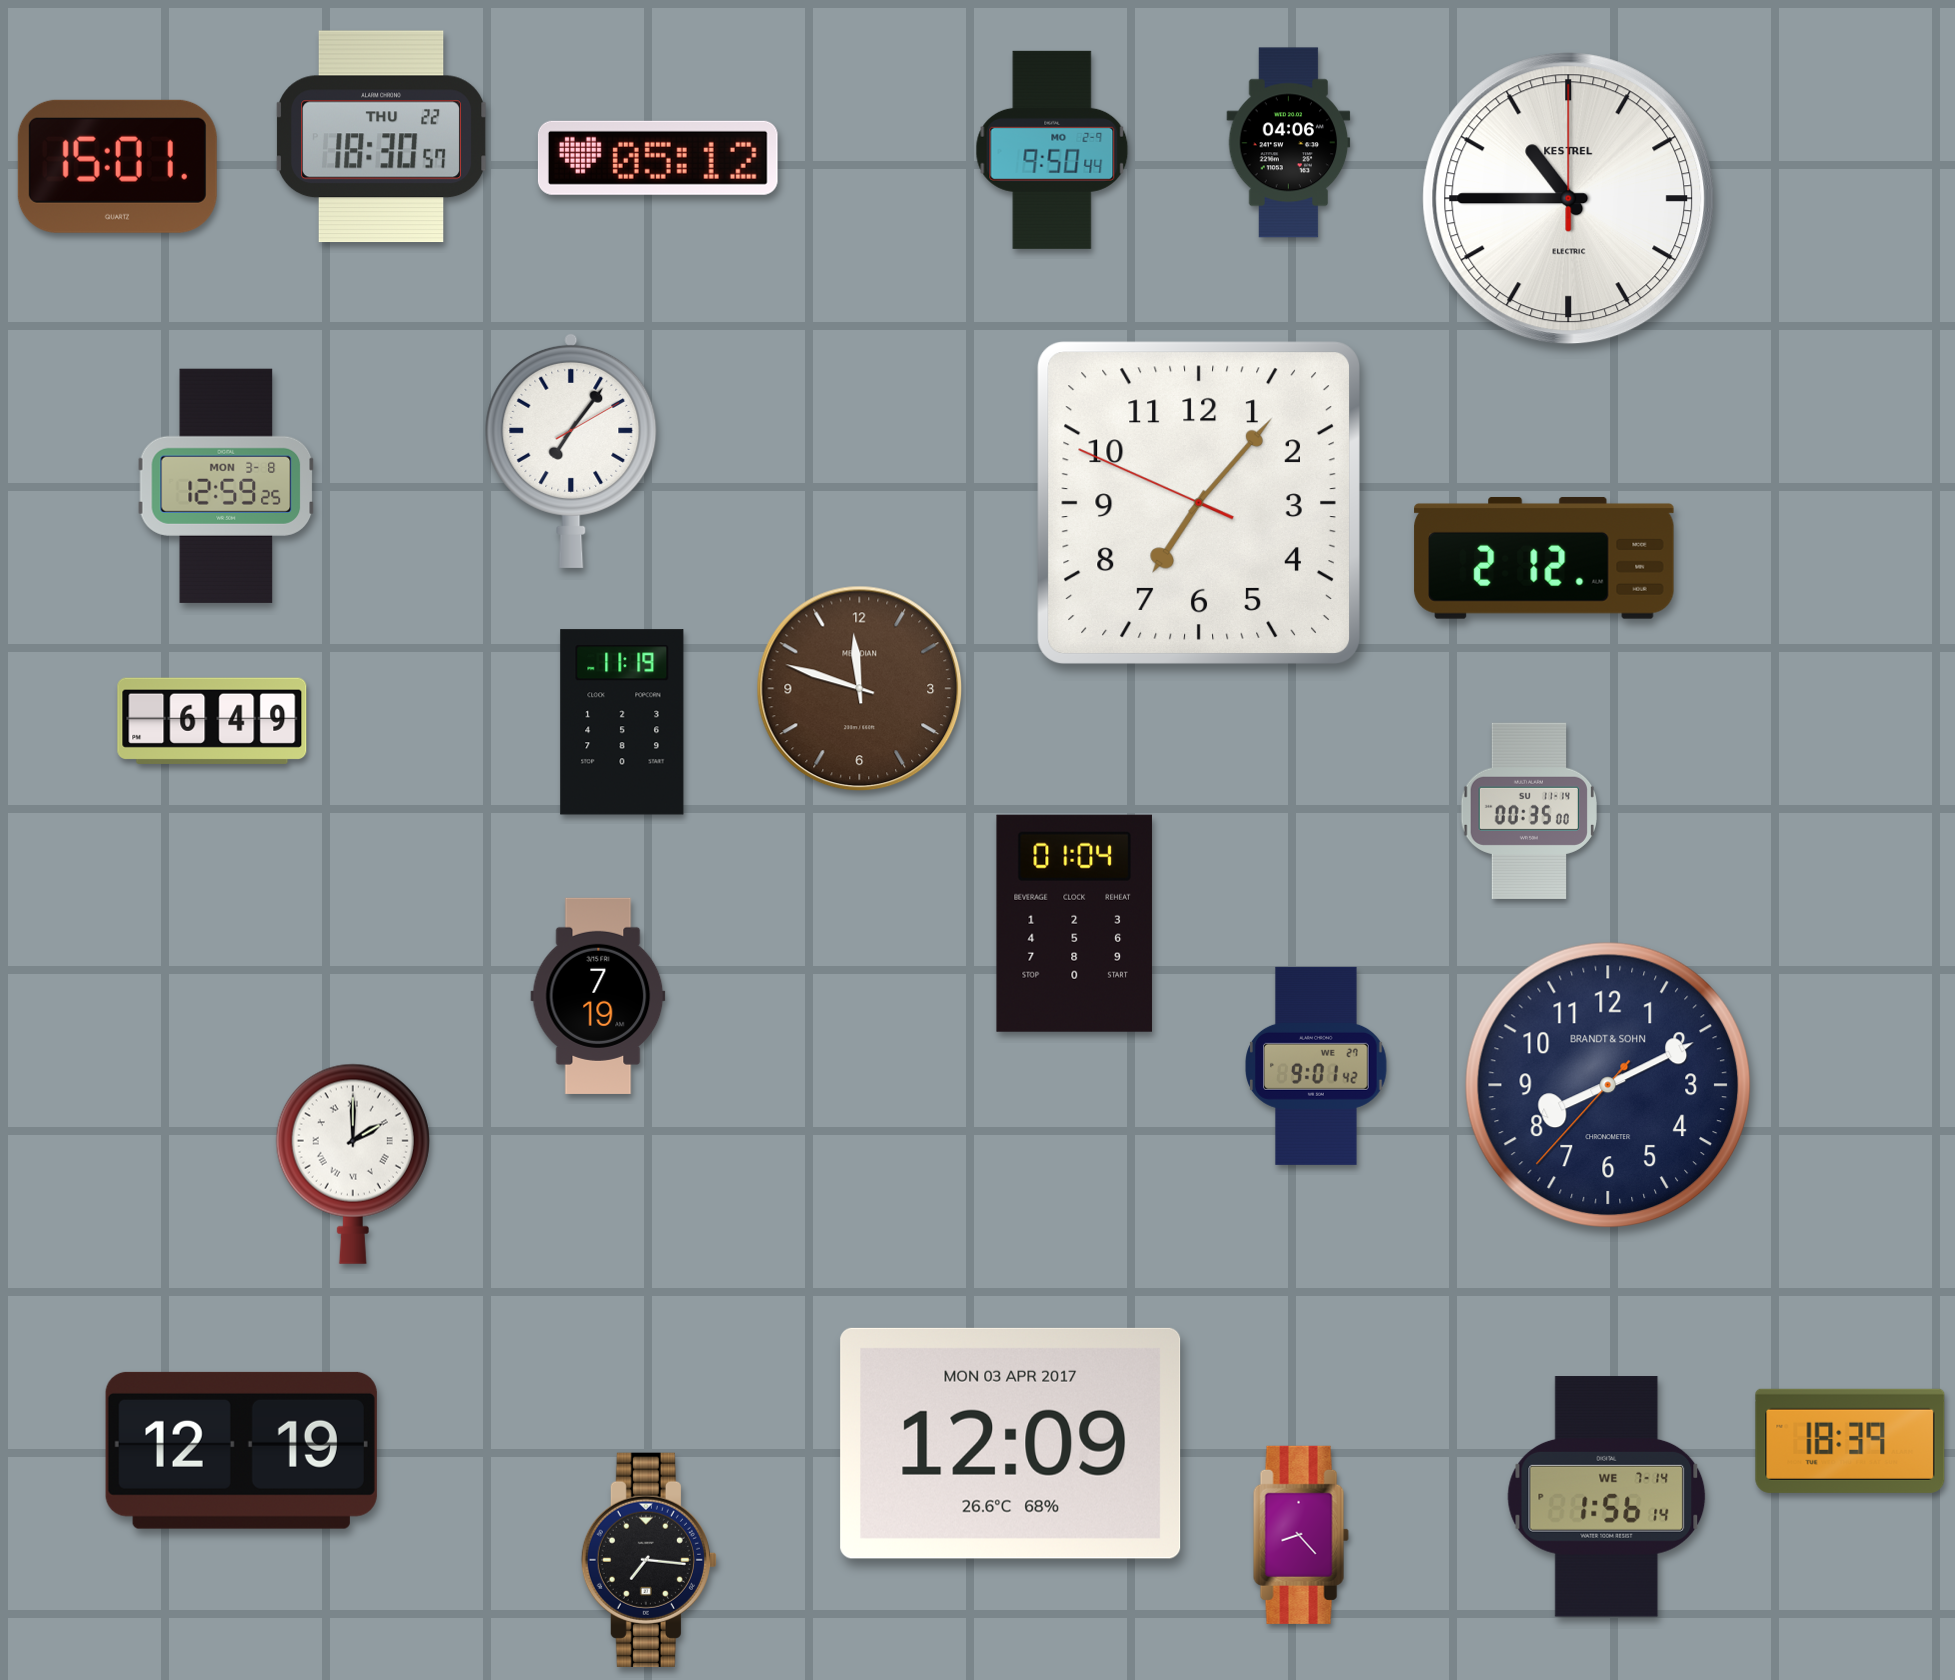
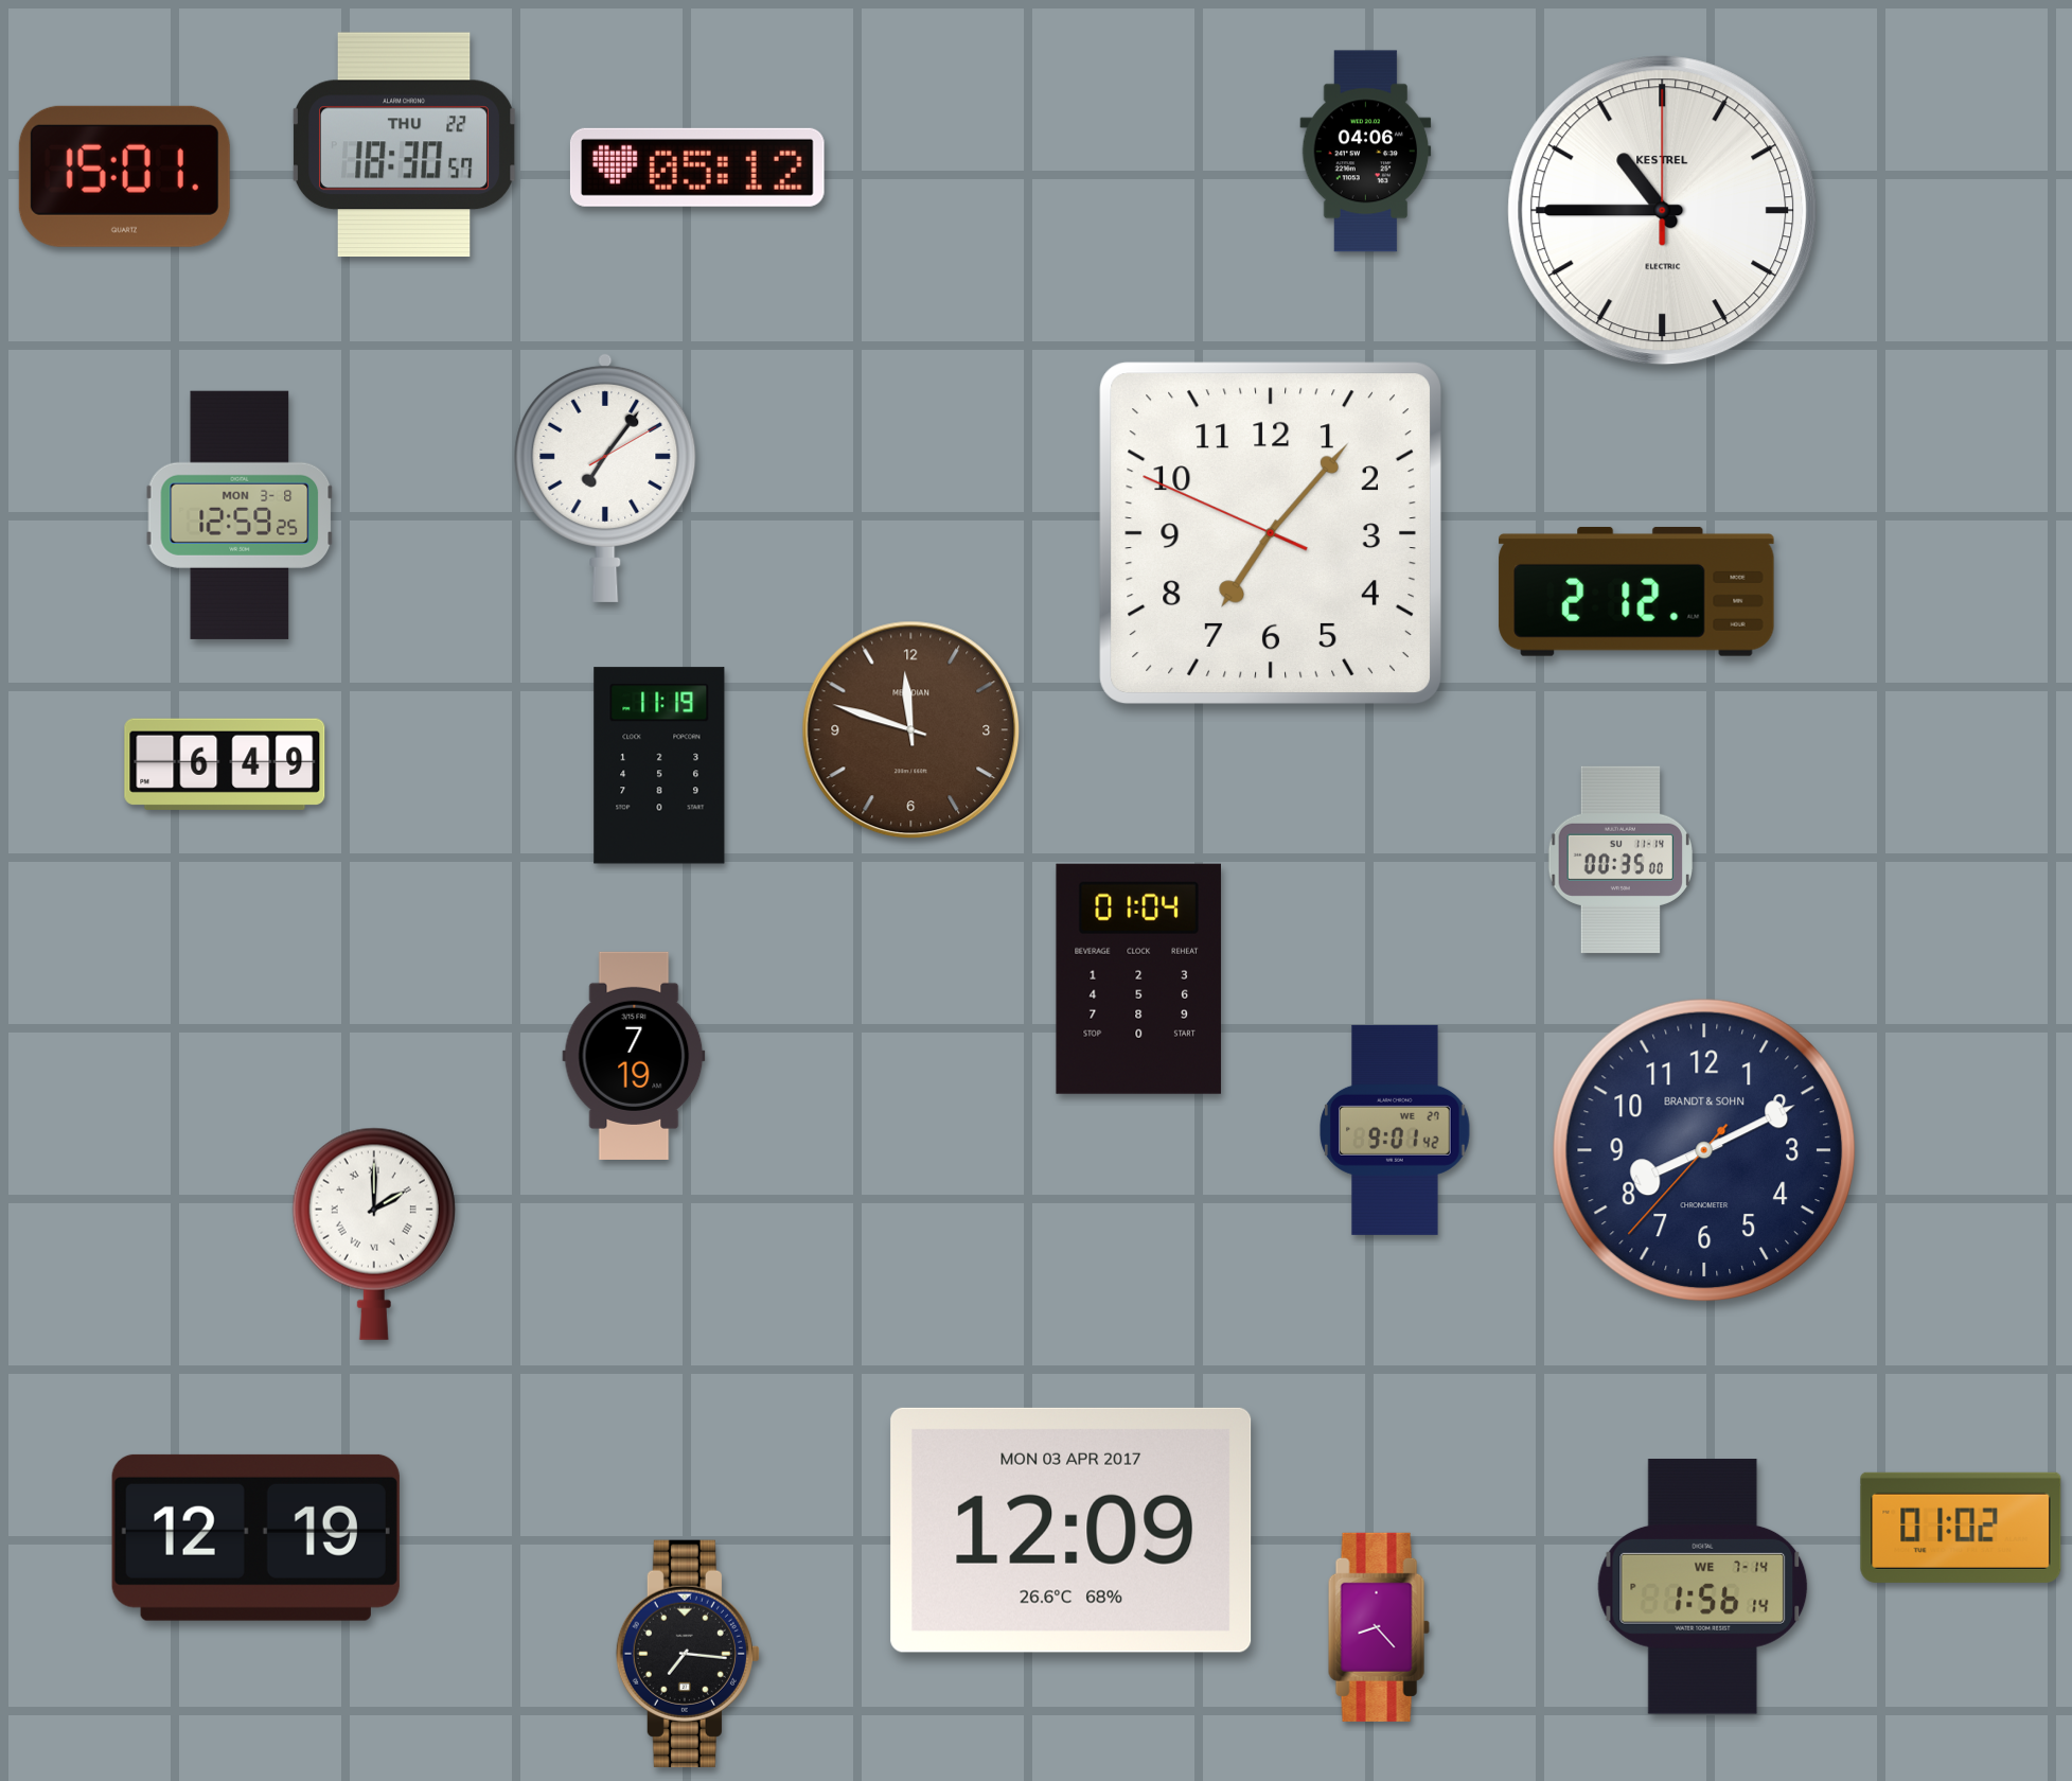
clock at (1052, 150): 9:50 -> none
clock at (1850, 1441): 18:39 -> 01:02
